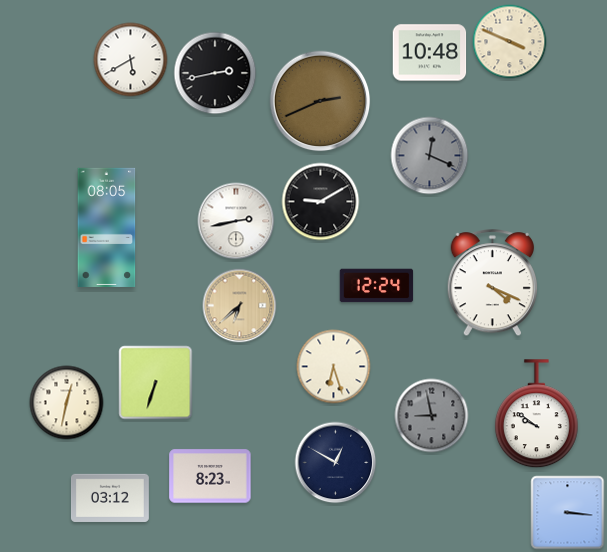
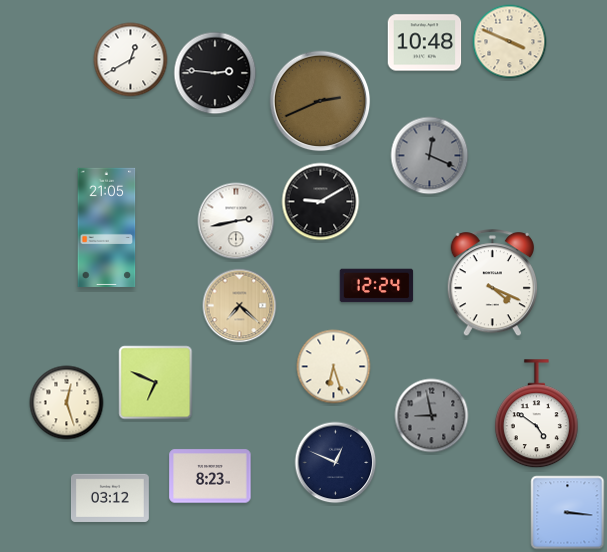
clock at (430, 53) position: (430, 53) -> (425, 43)
clock at (131, 60): 5:40 -> 12:40
clock at (215, 73): 2:43 -> 2:46
clock at (107, 227): 08:05 -> 21:05
clock at (240, 306): 6:38 -> 7:22
clock at (156, 383): 6:33 -> 6:49
clock at (67, 403): 12:32 -> 12:27
clock at (536, 414): 9:51 -> 4:51
clock at (336, 463): 12:50 -> 12:49
